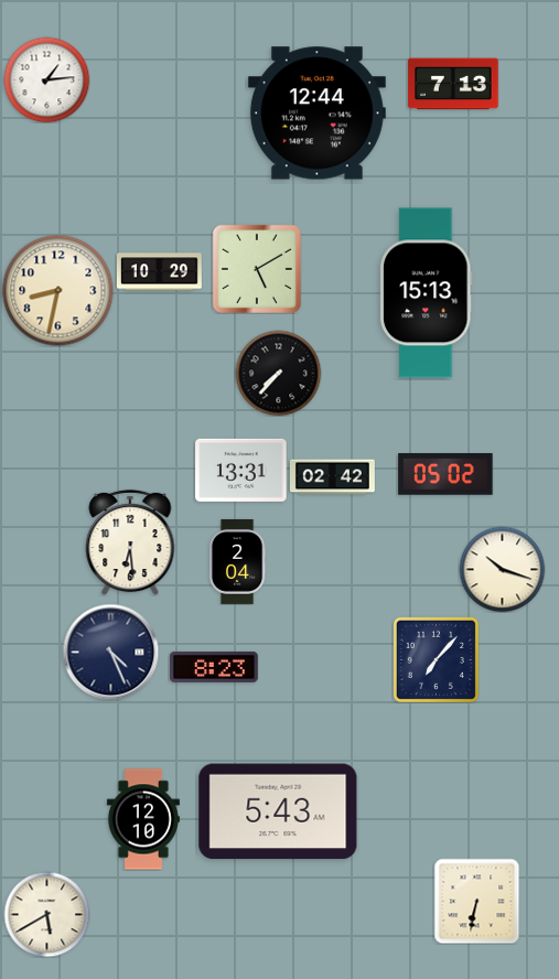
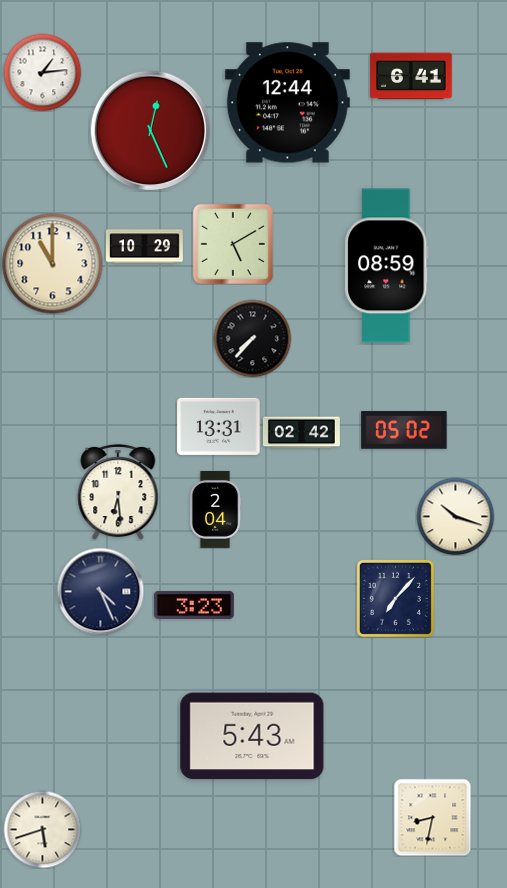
clock at (453, 84): 7:13 -> 6:41
clock at (150, 130): none -> 12:26
clock at (58, 291): 8:32 -> 11:00
clock at (427, 293): 15:13 -> 08:59
clock at (215, 667): 8:23 -> 3:23
clock at (143, 819): 12:10 -> none
clock at (476, 901): 6:32 -> 8:32
clock at (46, 914): 5:40 -> 5:42
